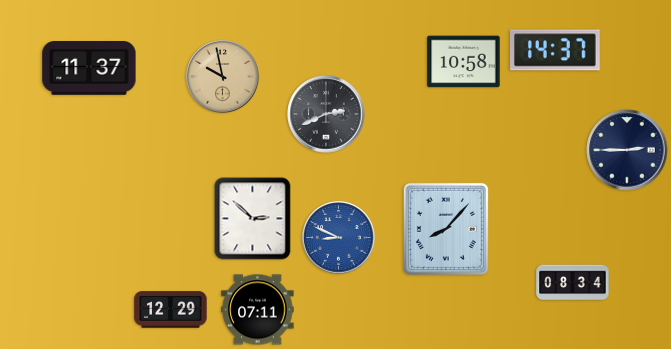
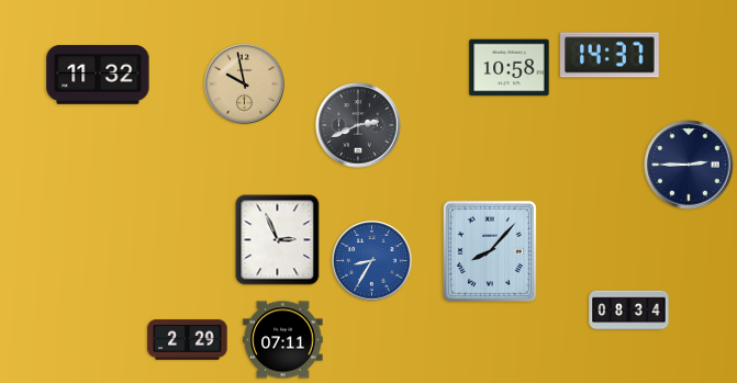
clock at (89, 69): 11:37 -> 11:32
clock at (253, 219): 2:52 -> 2:56
clock at (339, 238): 8:49 -> 8:35
clock at (171, 310): 12:29 -> 2:29
